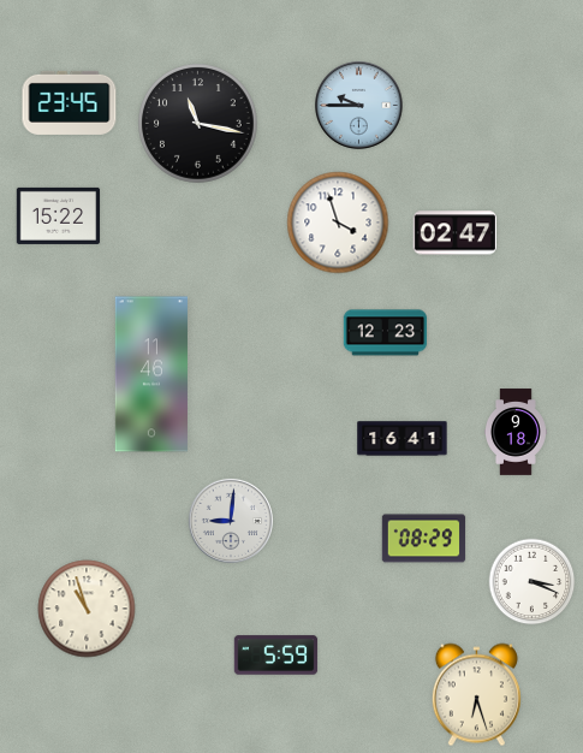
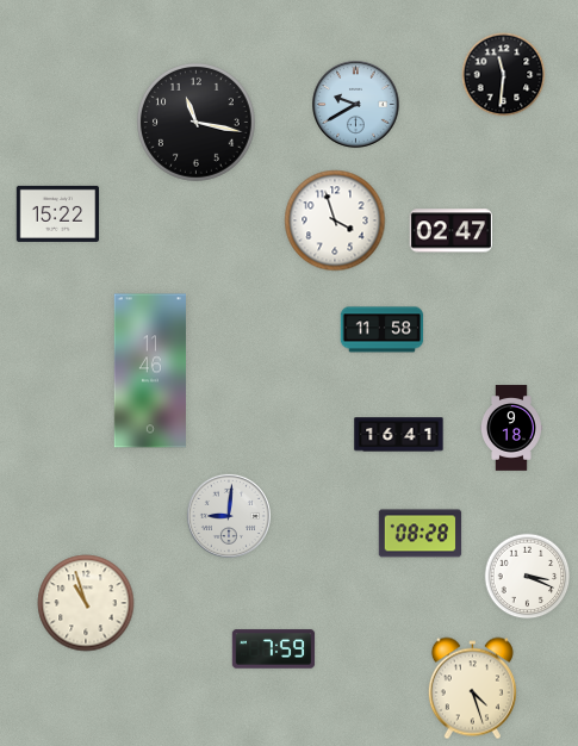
clock at (504, 75): none -> 11:31
clock at (70, 102): 23:45 -> none
clock at (359, 106): 9:45 -> 9:40
clock at (386, 333): 12:23 -> 11:58
clock at (424, 539): 08:29 -> 08:28
clock at (276, 656): 5:59 -> 7:59
clock at (476, 695): 6:27 -> 4:27
